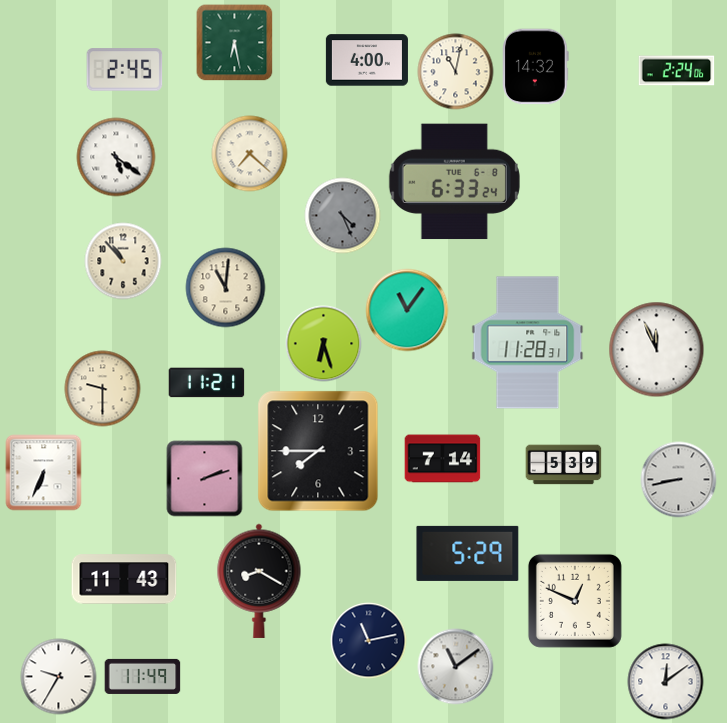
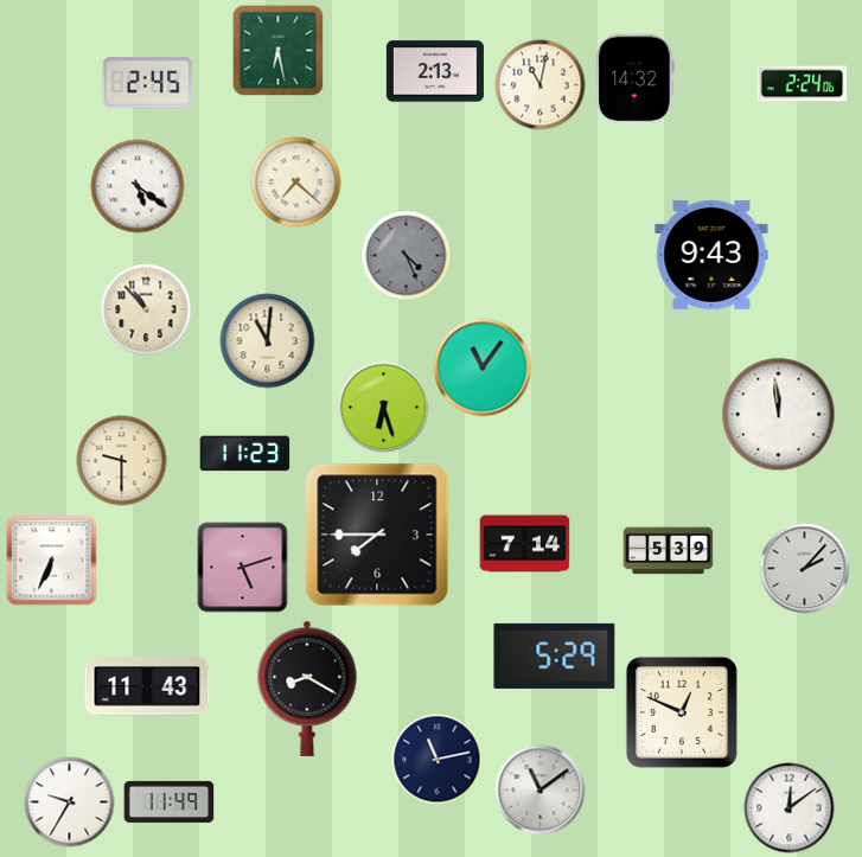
clock at (367, 60): 4:00 -> 2:13
clock at (454, 182): 6:33 -> none
clock at (711, 255): none -> 9:43
clock at (528, 343): 11:28 -> none
clock at (657, 350): 11:56 -> 11:59
clock at (207, 383): 11:21 -> 11:23
clock at (205, 479): 2:12 -> 5:12
clock at (679, 480): 8:43 -> 2:07
